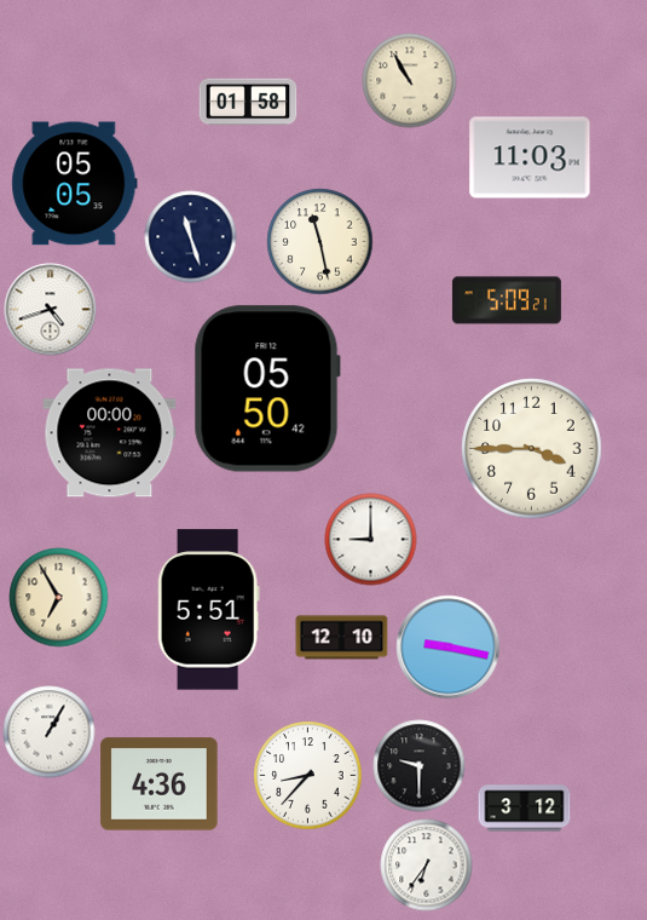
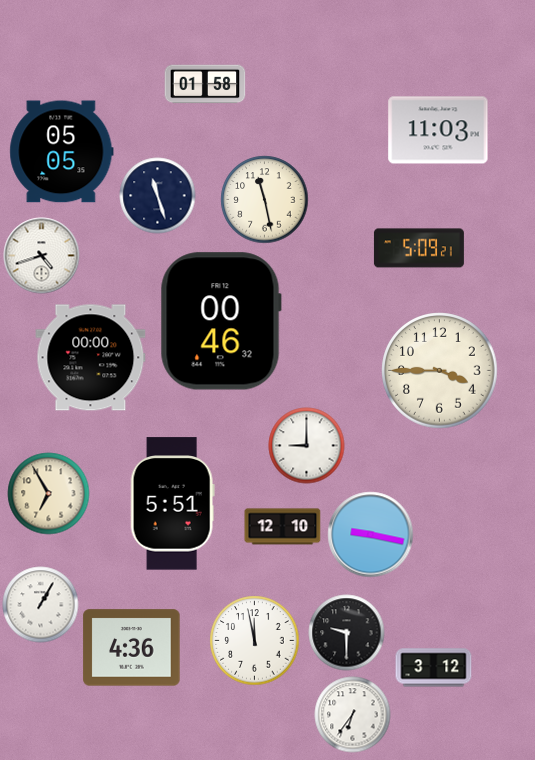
clock at (410, 81): 10:55 -> none
clock at (267, 389): 05:50 -> 00:46
clock at (308, 776): 8:37 -> 11:58
